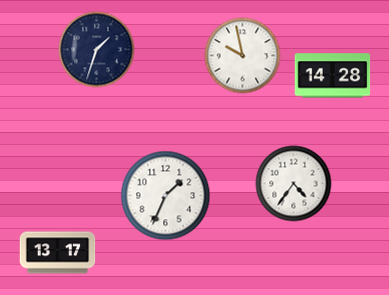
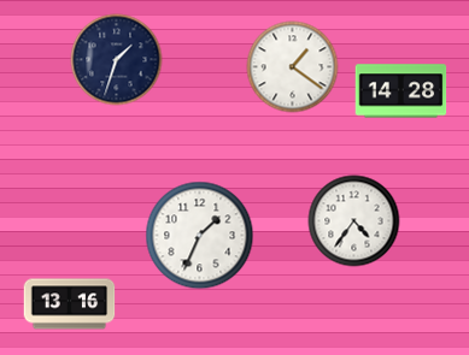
clock at (243, 56): 9:58 -> 1:21
clock at (58, 253): 13:17 -> 13:16
